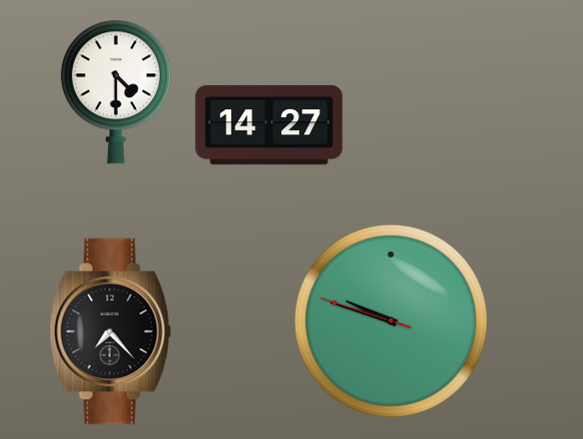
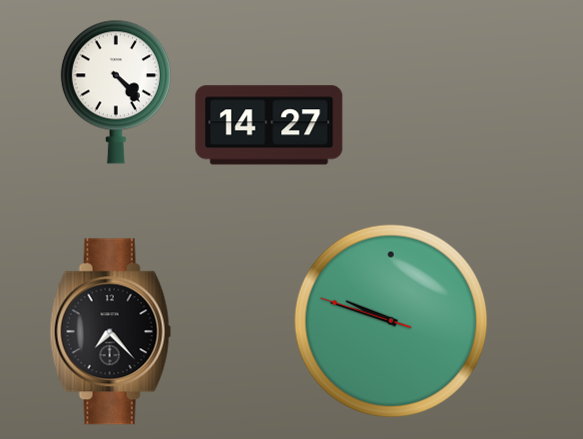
clock at (116, 92): 4:30 -> 4:23
